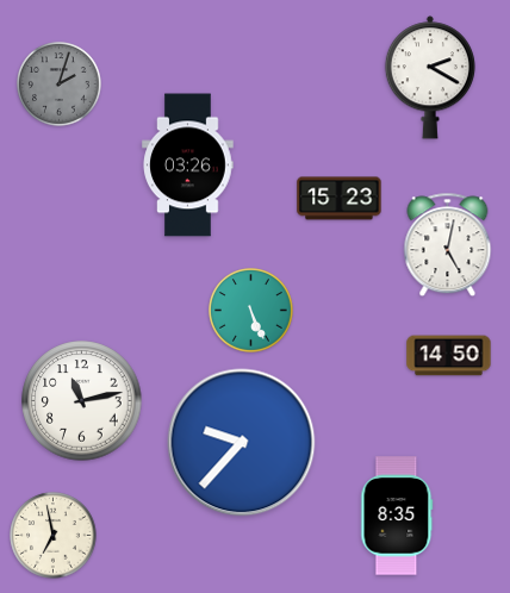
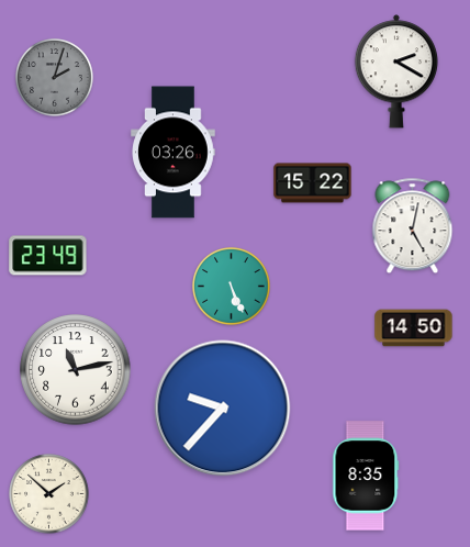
clock at (340, 199): 15:23 -> 15:22
clock at (48, 256): none -> 23:49
clock at (54, 536): 6:58 -> 1:52
